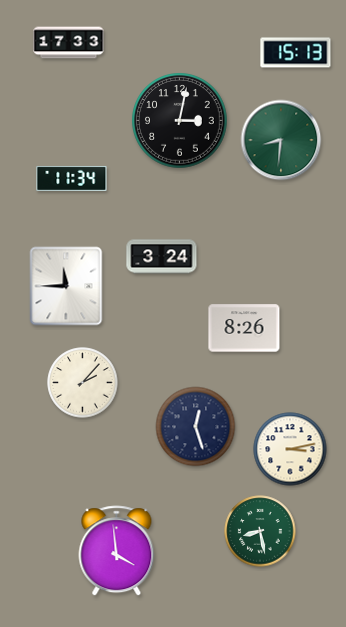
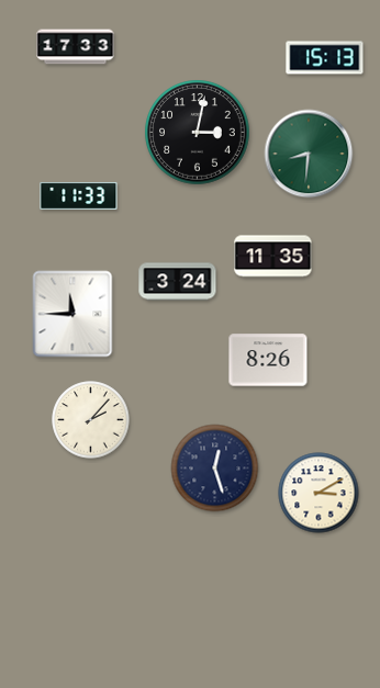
clock at (72, 178): 11:34 -> 11:33
clock at (273, 257): none -> 11:35
clock at (290, 449): 3:13 -> 3:10
clock at (260, 531): 8:28 -> none
clock at (117, 551): 3:59 -> none
